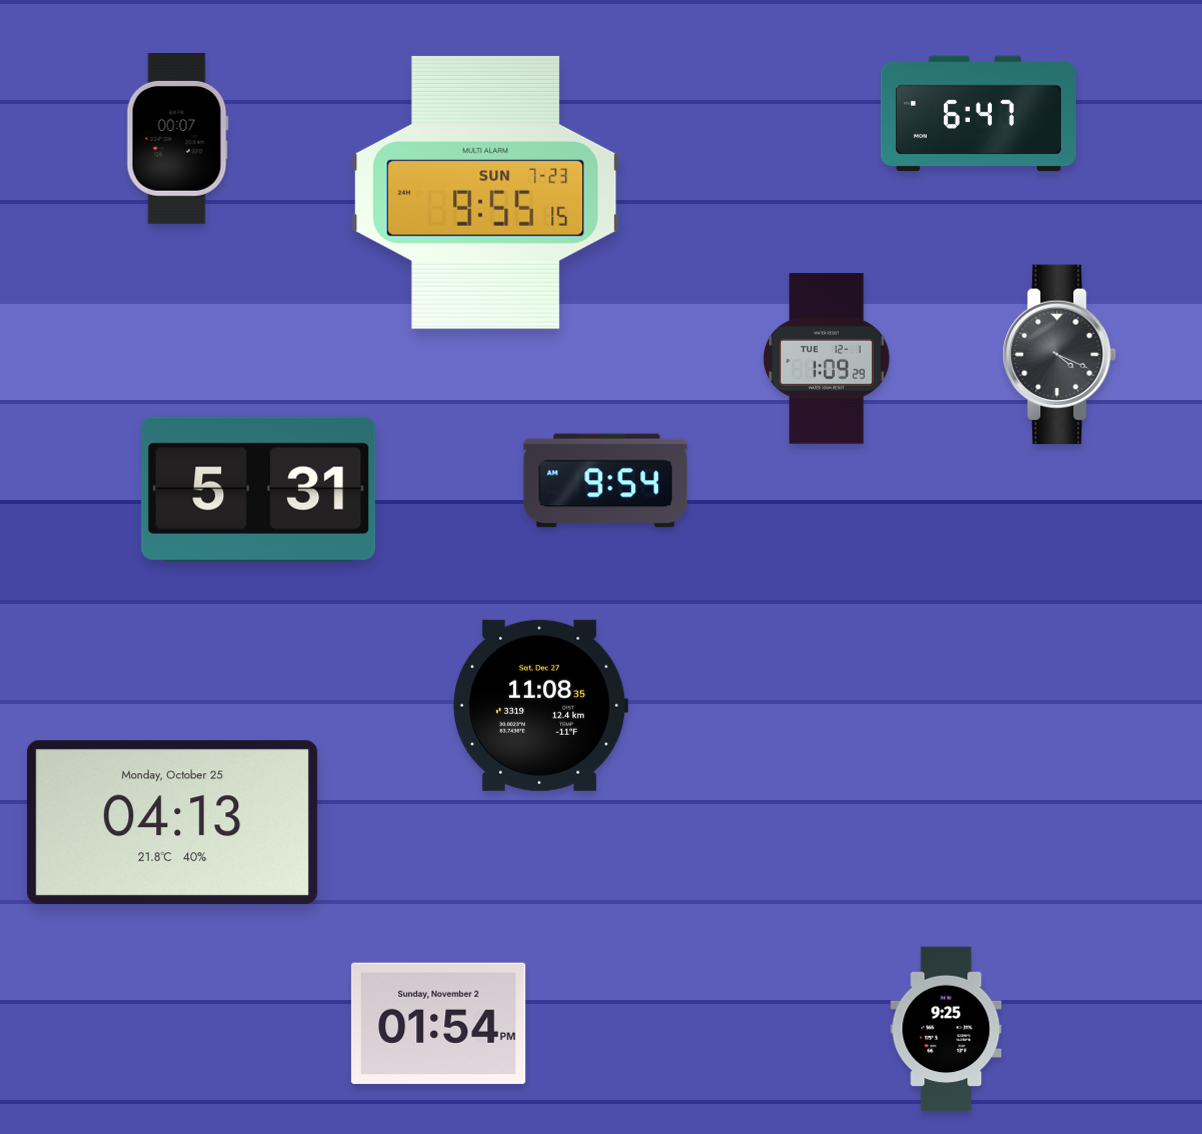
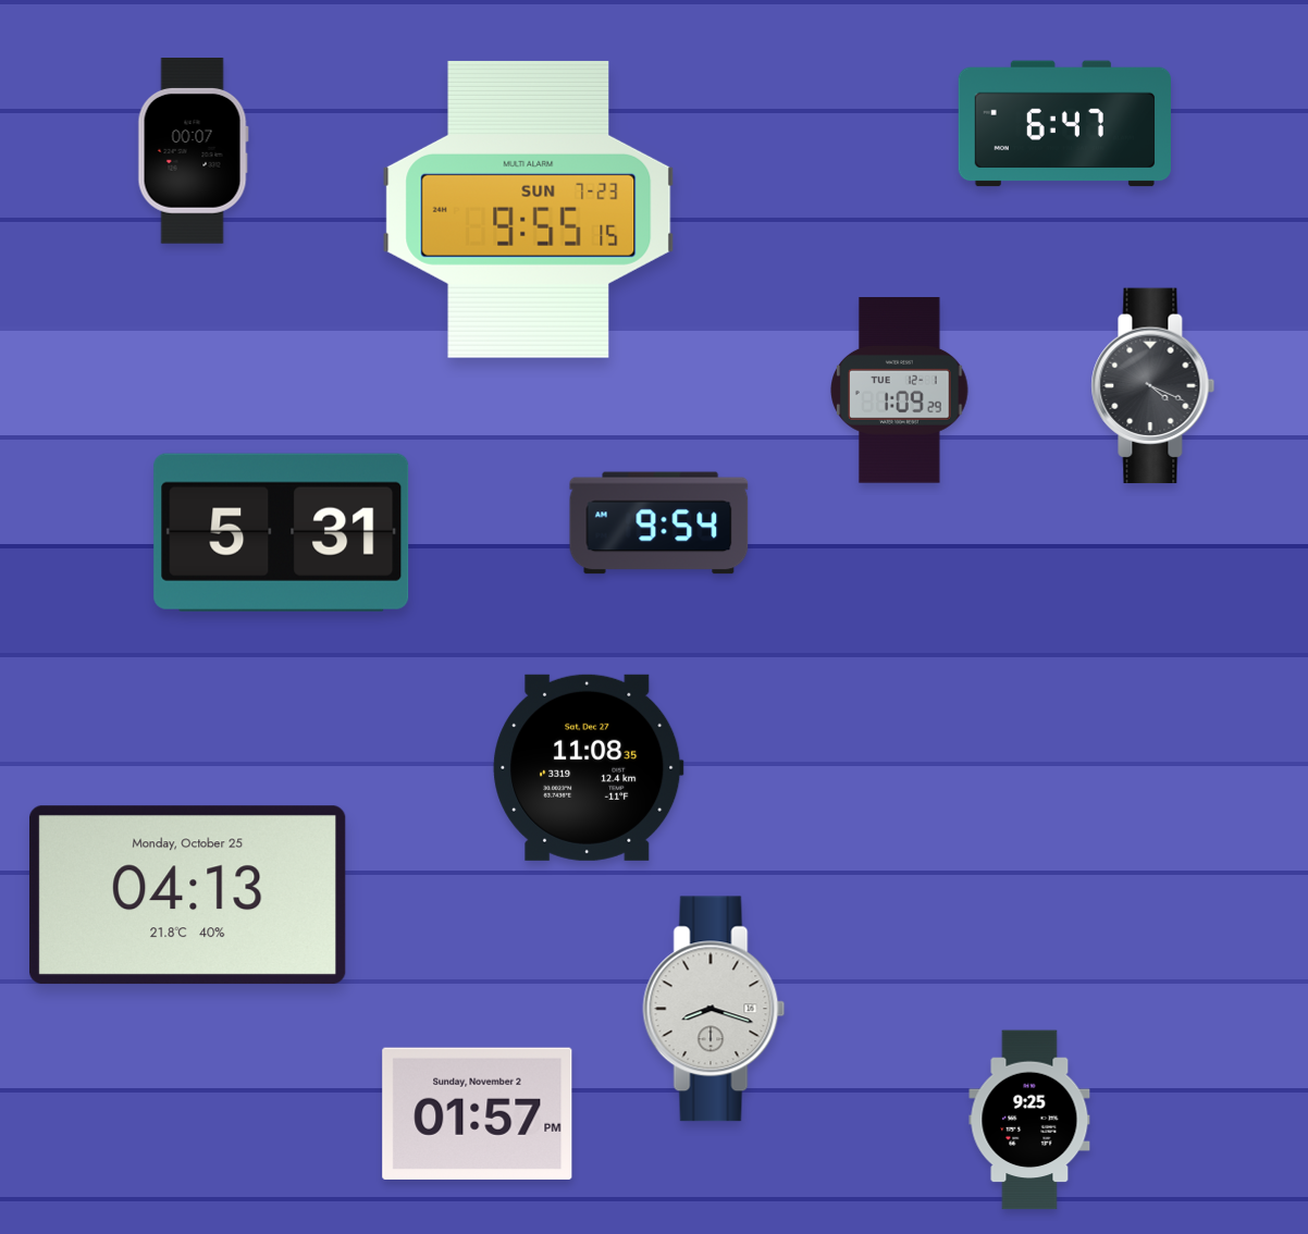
clock at (714, 1009): none -> 8:18
clock at (439, 1023): 01:54 -> 01:57
